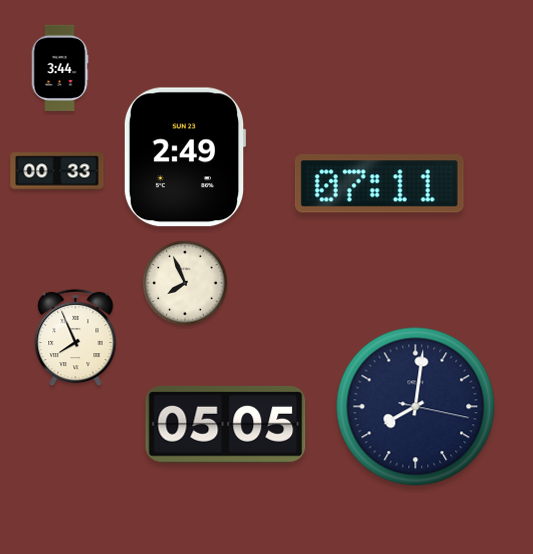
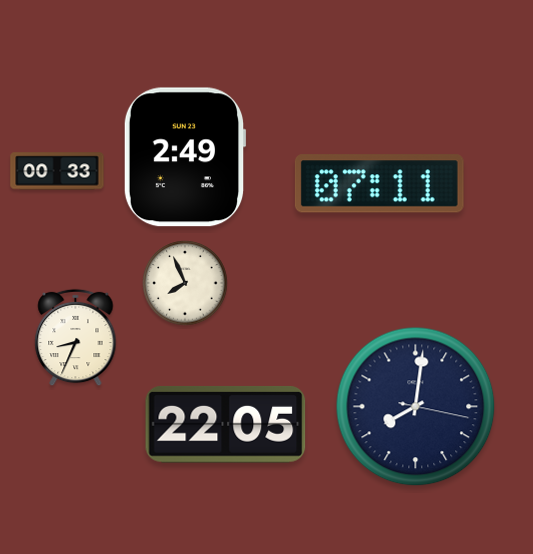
clock at (60, 67): 3:44 -> none
clock at (76, 338): 7:56 -> 8:34
clock at (226, 424): 05:05 -> 22:05
